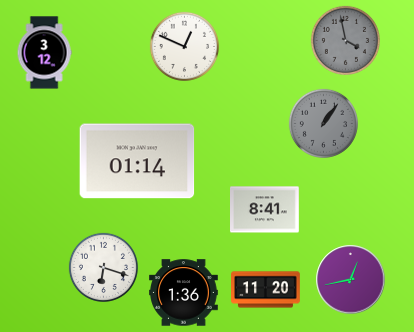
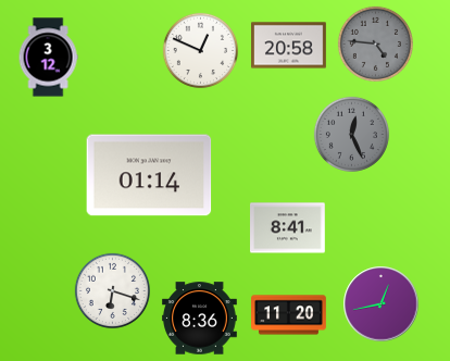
clock at (345, 40): 3:58 -> 4:46
clock at (289, 46): none -> 20:58
clock at (323, 123): 1:06 -> 12:26
clock at (184, 293): 1:36 -> 8:36
